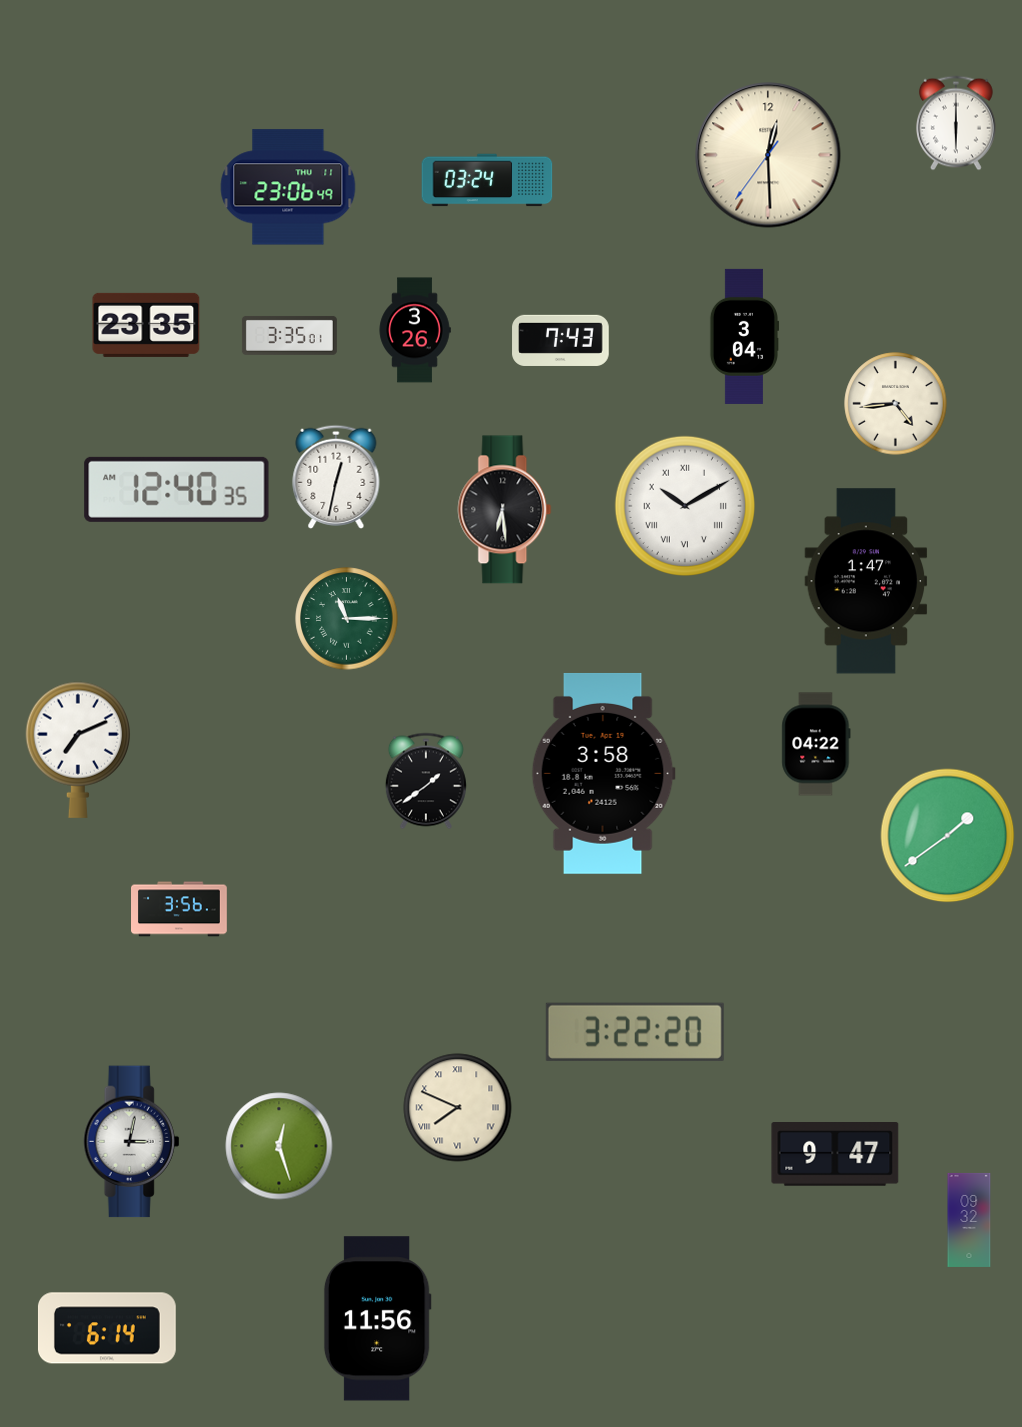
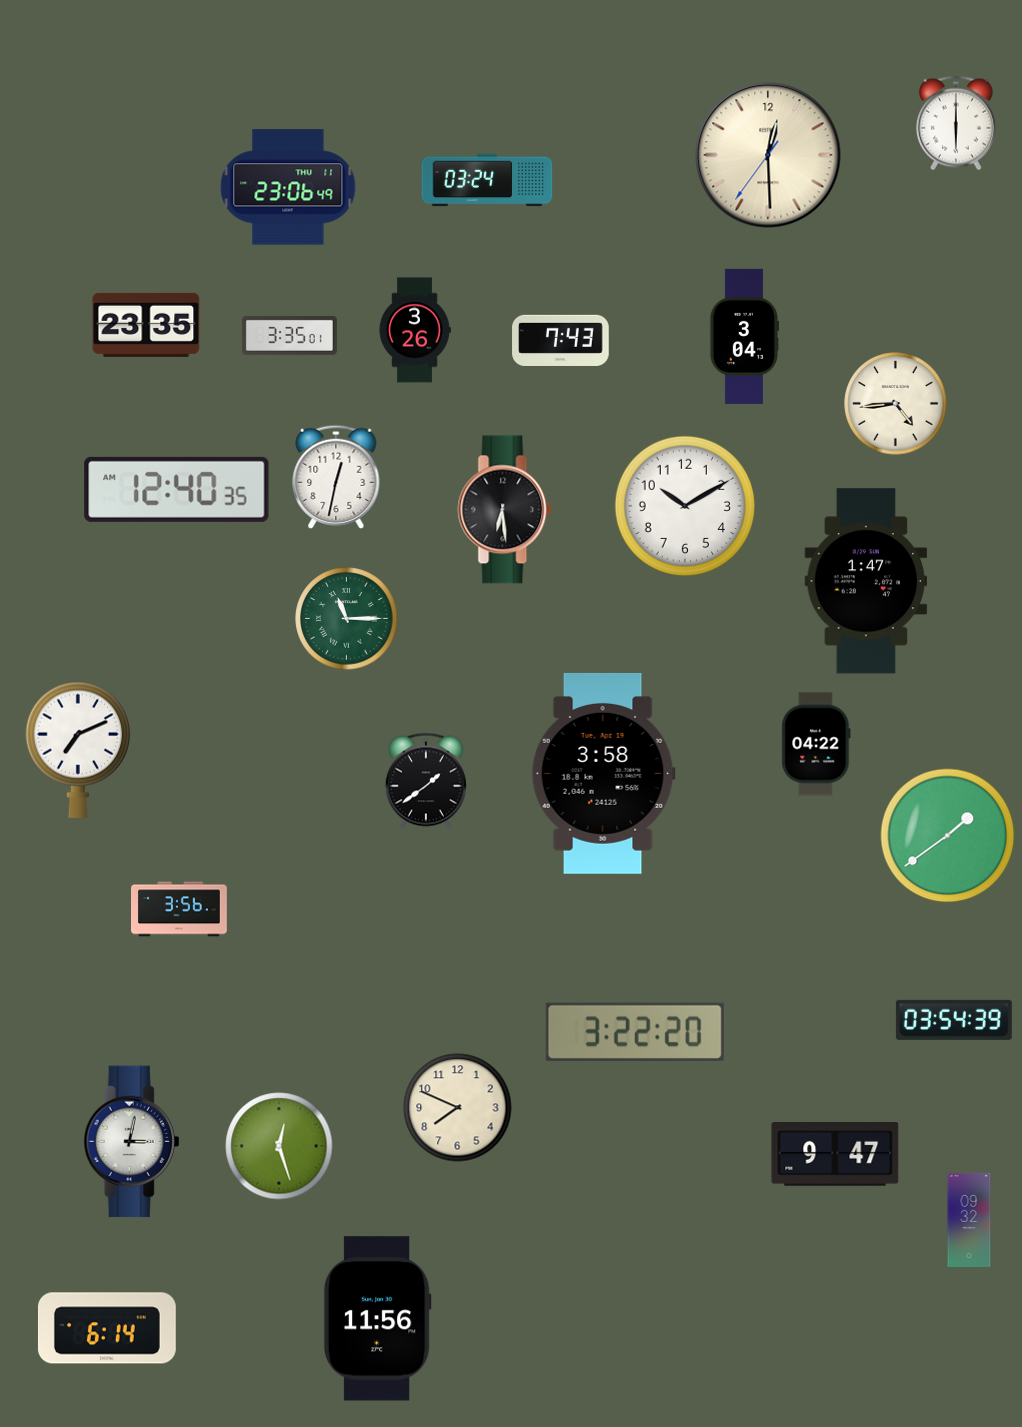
clock at (684, 505) numerals: Roman -> Arabic
clock at (954, 1020): none -> 03:54
clock at (458, 1108) numerals: Roman -> Arabic
